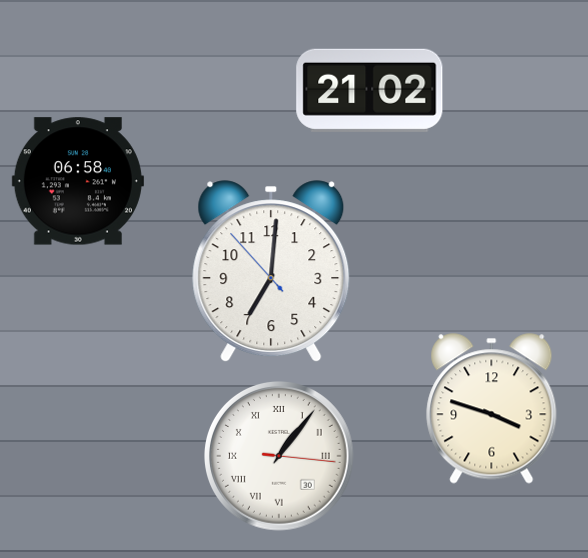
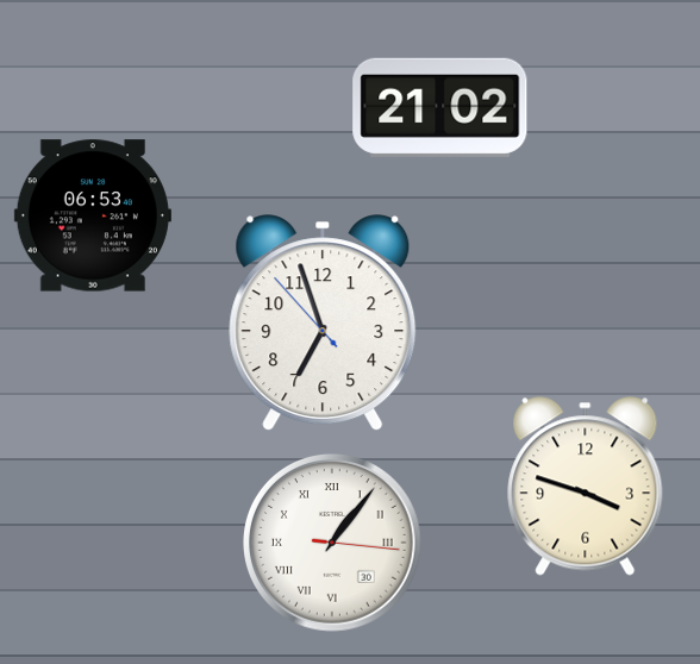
clock at (78, 181): 06:58 -> 06:53
clock at (271, 272): 7:00 -> 6:56
